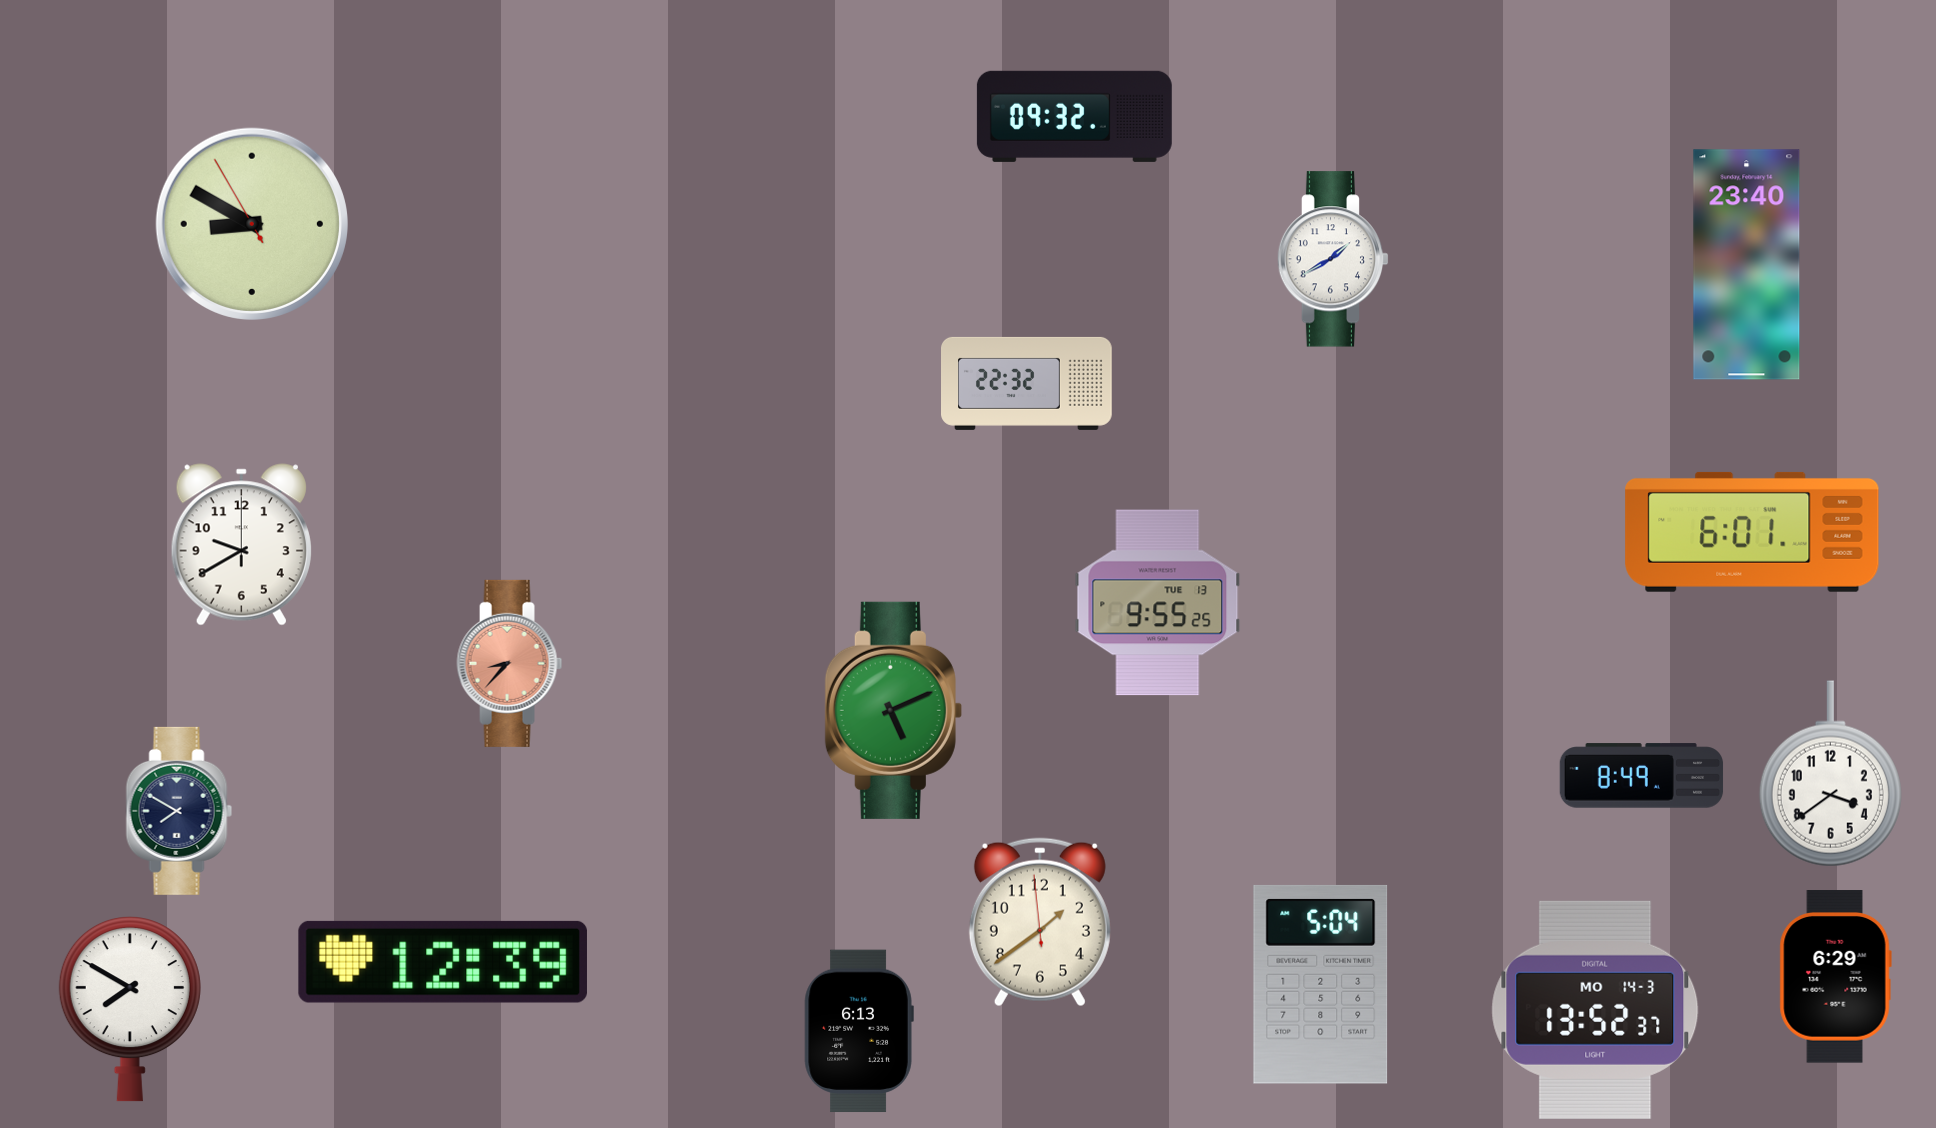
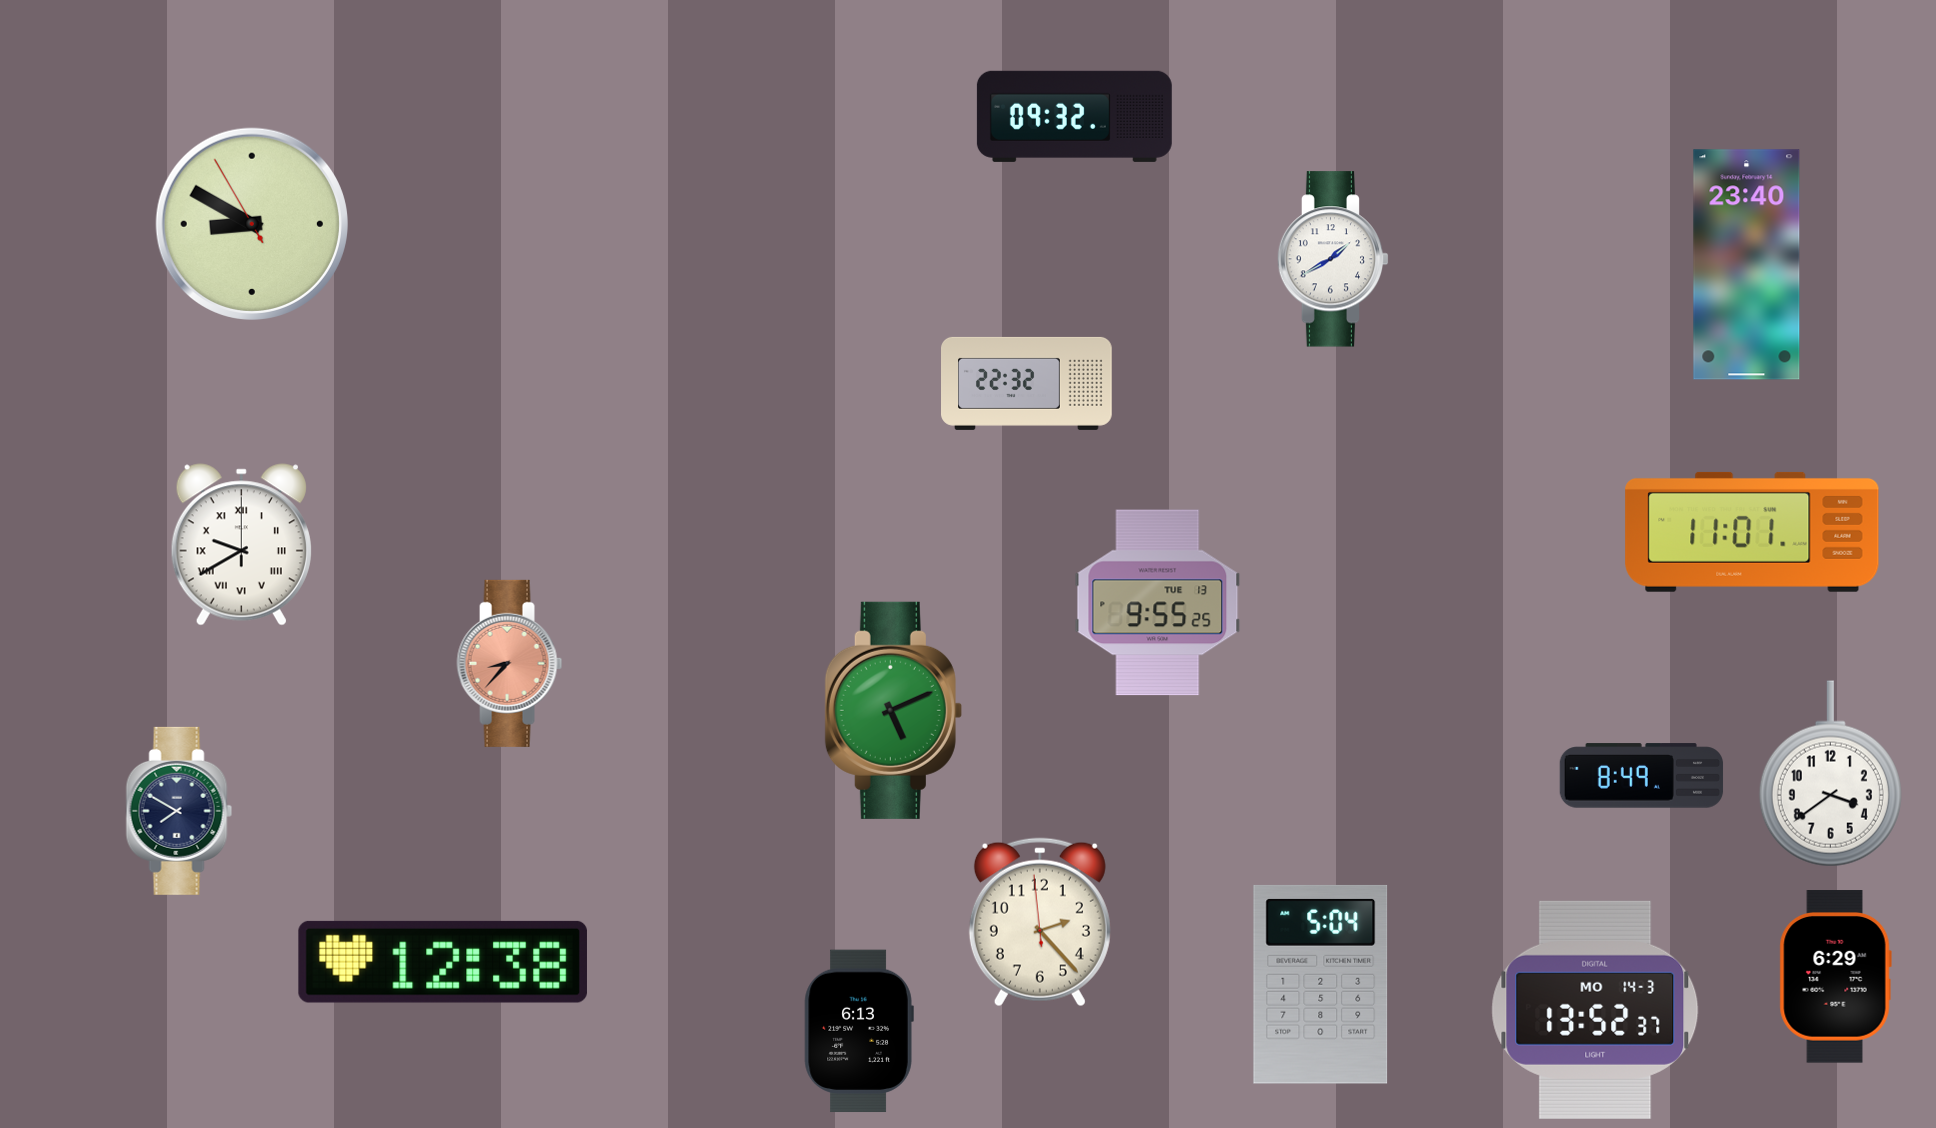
clock at (1752, 532): 6:01 -> 11:01
clock at (241, 545) numerals: Arabic -> Roman
clock at (1040, 922): 1:38 -> 2:22
clock at (443, 962): 12:39 -> 12:38
clock at (130, 1010): 7:50 -> none
